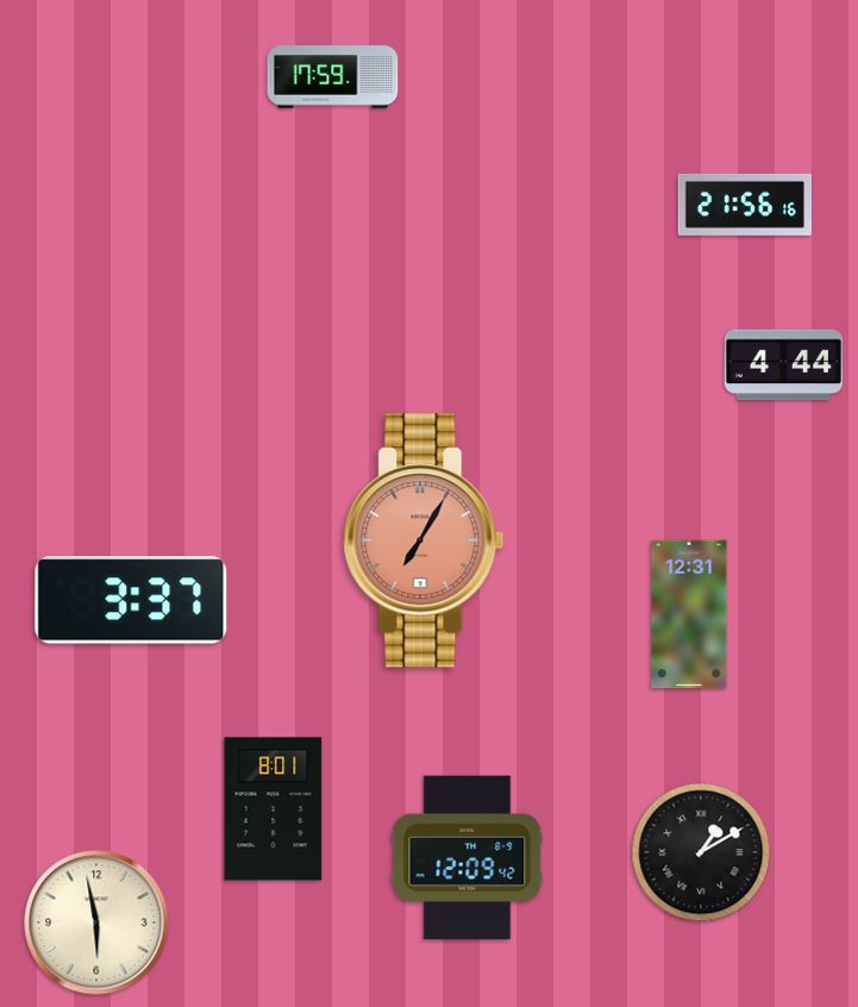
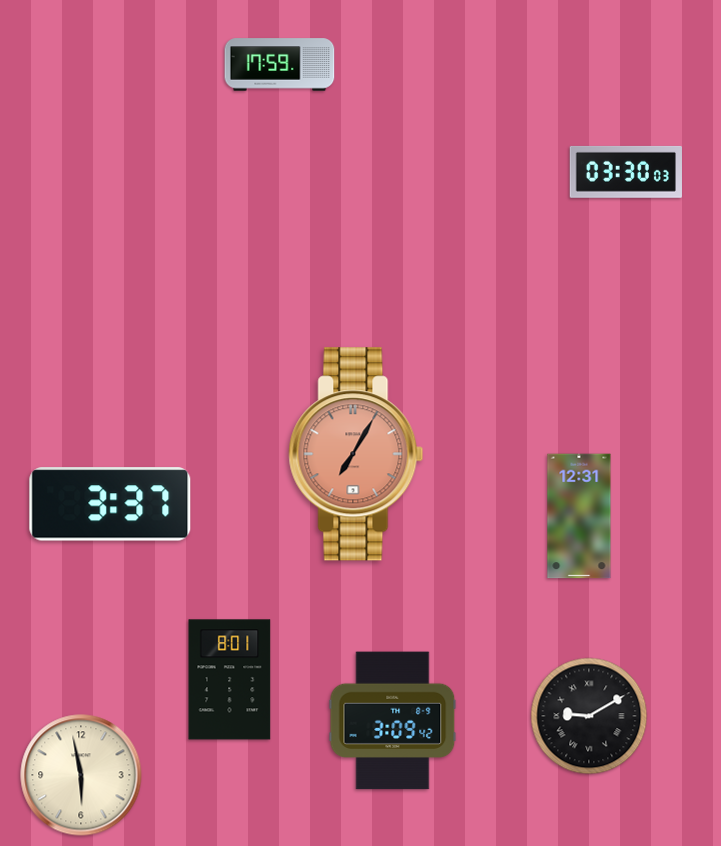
clock at (745, 205): 21:56 -> 03:30
clock at (783, 365): 4:44 -> none
clock at (701, 852): 1:10 -> 9:10
clock at (468, 858): 12:09 -> 3:09
